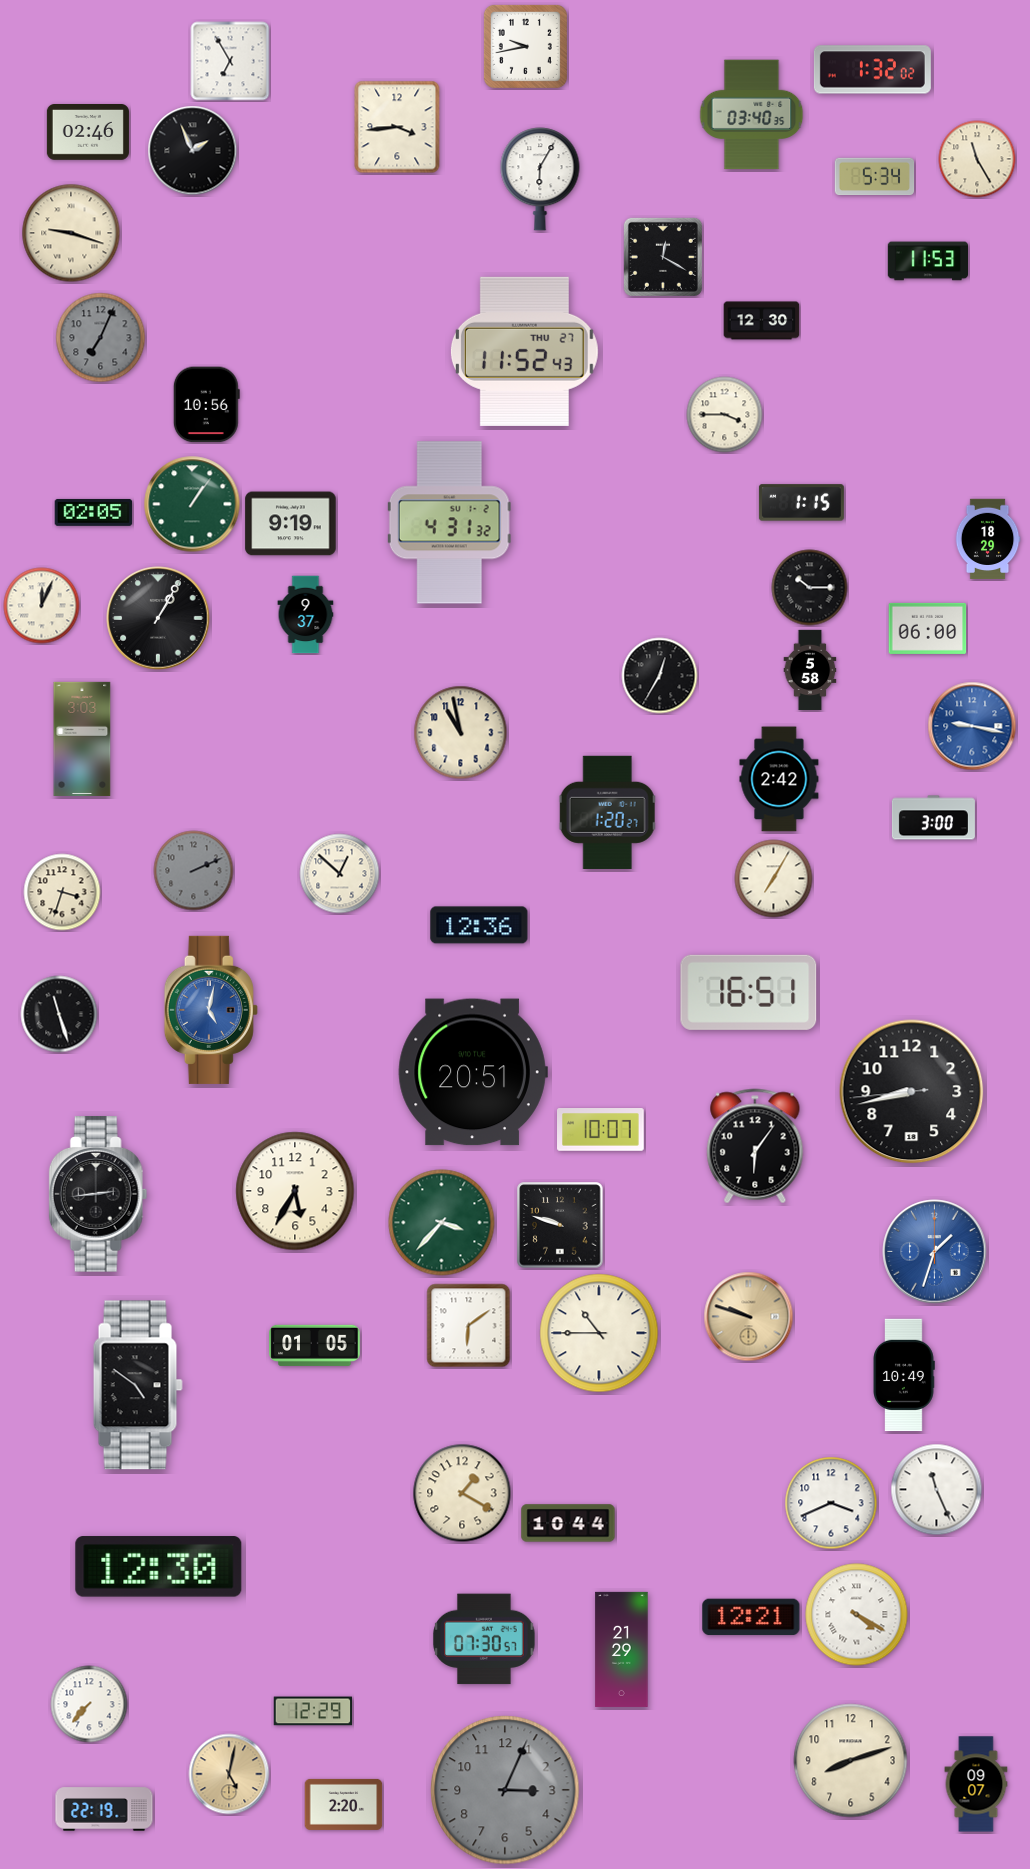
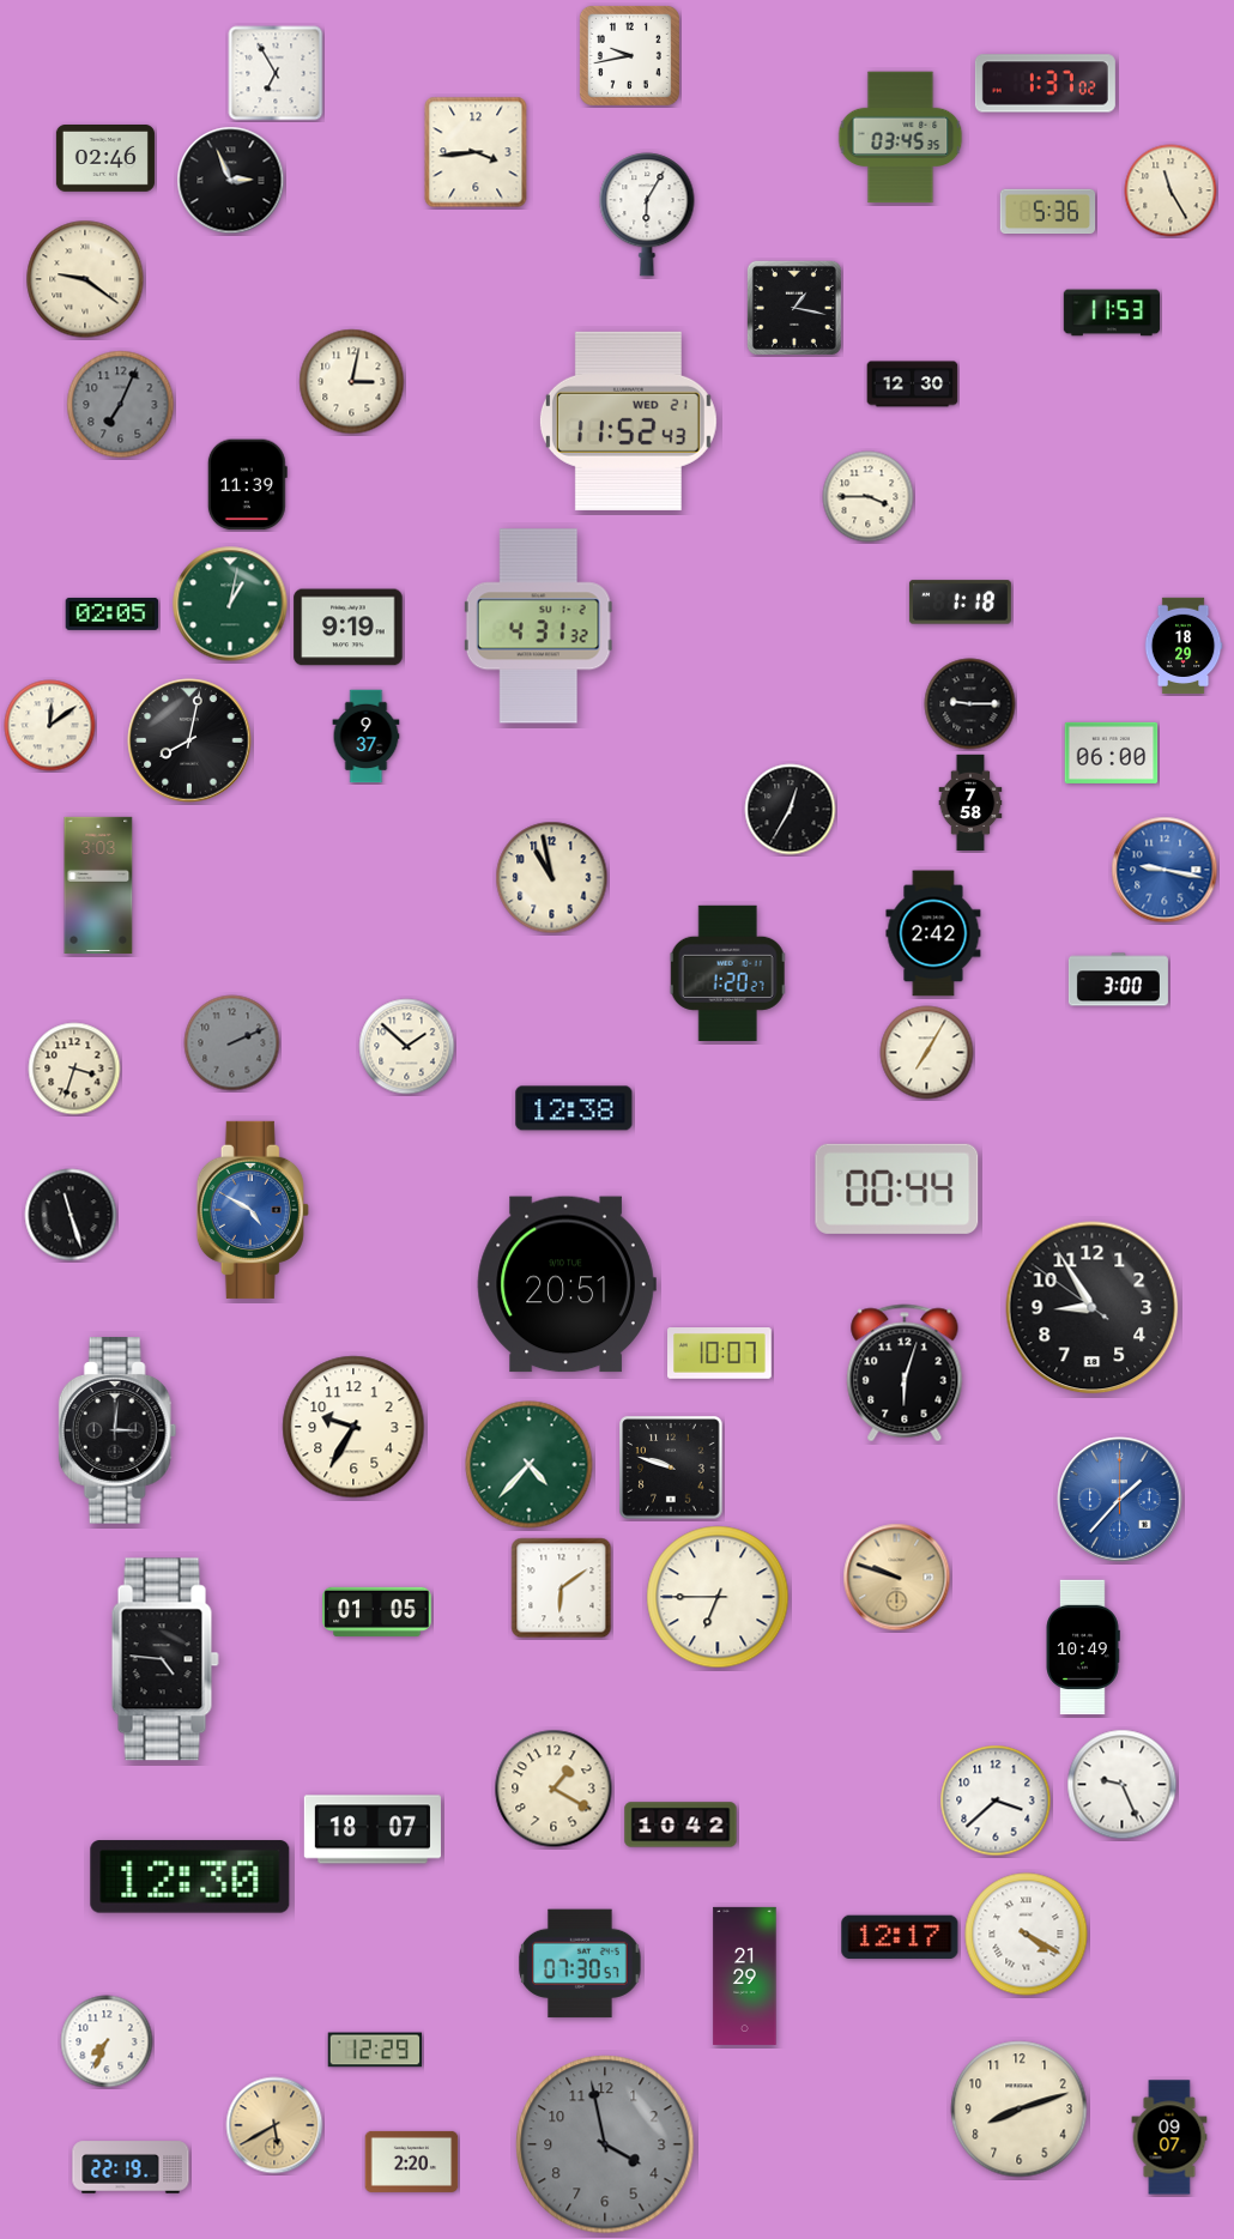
clock at (872, 70): 1:32 -> 1:37
clock at (752, 115): 03:40 -> 03:45
clock at (193, 151): 1:56 -> 2:56
clock at (875, 177): 5:34 -> 5:36
clock at (71, 233): 9:18 -> 9:21
clock at (663, 257): 12:20 -> 1:17
clock at (352, 382): none -> 3:02
clock at (524, 351) date: THU 27 -> WED 21
clock at (206, 405): 10:56 -> 11:39
clock at (801, 503): 1:15 -> 1:18
clock at (192, 504): 1:06 -> 1:02
clock at (810, 588): 10:15 -> 9:15
clock at (42, 606): 12:04 -> 12:09
clock at (158, 618): 1:05 -> 8:02
clock at (810, 670): 5:58 -> 7:58
clock at (340, 874): 12:52 -> 1:52
clock at (479, 925): 12:36 -> 12:38
clock at (749, 992): 16:51 -> 00:44
clock at (211, 1010): 5:02 -> 4:50
clock at (912, 1092): 8:42 -> 8:54
clock at (755, 1146): 6:06 -> 6:03
clock at (295, 1191): 5:35 -> 9:35
clock at (98, 1194): 2:44 -> 3:01
clock at (442, 1223): 3:37 -> 4:37
clock at (935, 1252): 1:33 -> 1:37
clock at (599, 1333): 10:45 -> 6:45
clock at (138, 1385): 4:51 -> 4:46
clock at (937, 1490): 11:26 -> 9:26
clock at (831, 1503): 3:41 -> 3:38
clock at (568, 1523): 10:44 -> 10:42
clock at (373, 1829): none -> 18:07
clock at (751, 1617): 12:21 -> 12:17
clock at (89, 1704): 7:37 -> 7:34
clock at (229, 1774): 5:02 -> 5:40
clock at (505, 1790): 3:04 -> 3:58
clock at (104, 1809) position: (104, 1809) -> (131, 2167)
